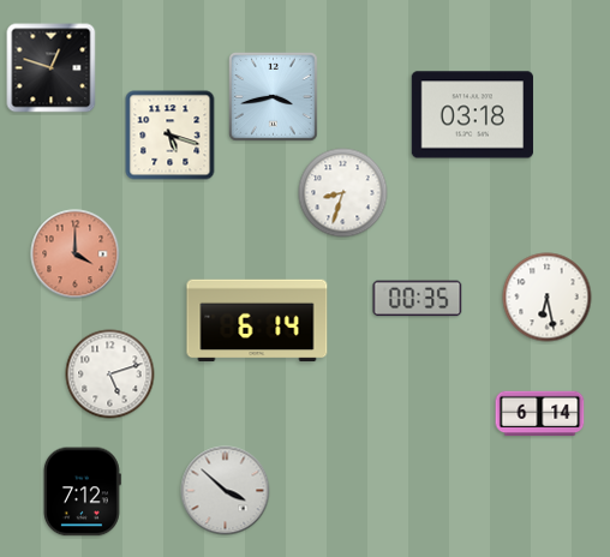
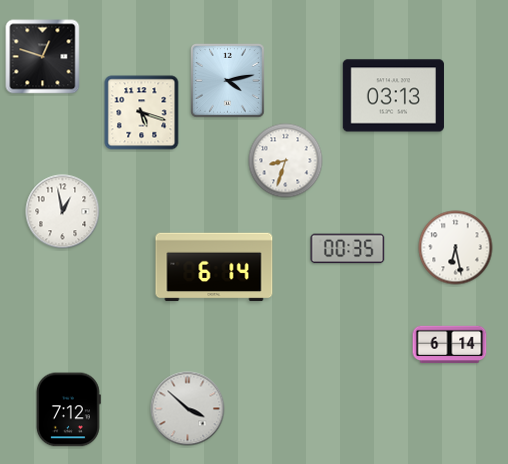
clock at (274, 97): 3:43 -> 4:13
clock at (472, 115): 03:18 -> 03:13
clock at (76, 254): 4:00 -> 12:58
clock at (76, 254) dial: salmon -> white
clock at (110, 375): 5:12 -> none
